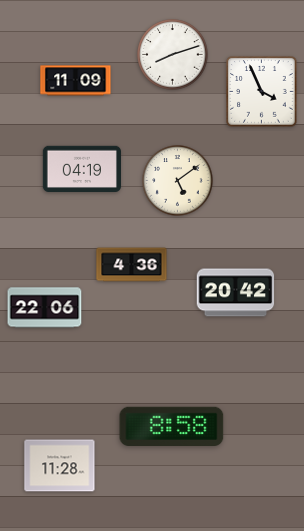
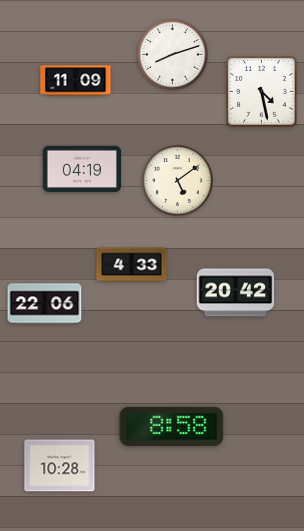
clock at (262, 92): 3:56 -> 4:28
clock at (132, 265): 4:36 -> 4:33
clock at (45, 308) position: (45, 308) -> (45, 304)
clock at (60, 466): 11:28 -> 10:28
